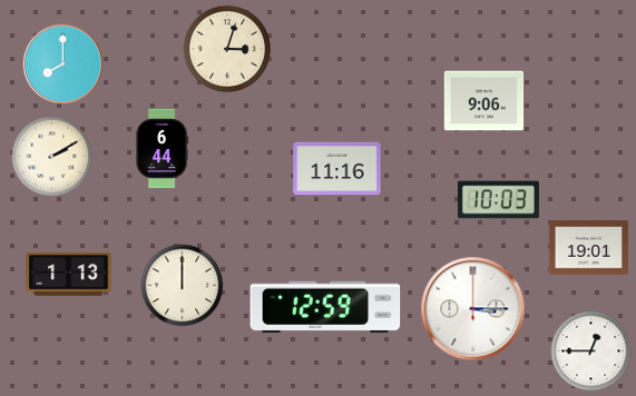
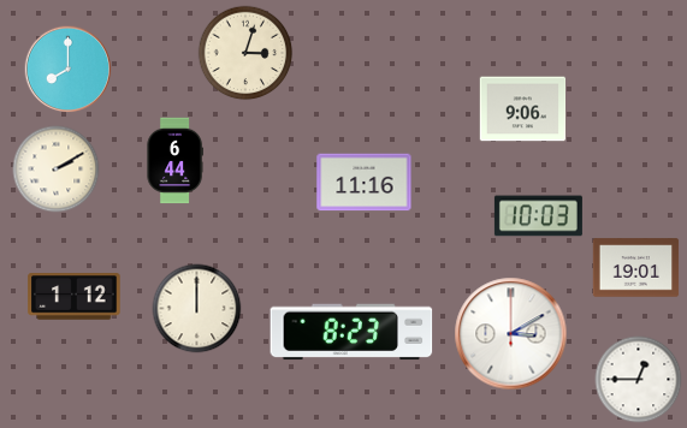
clock at (69, 275): 1:13 -> 1:12
clock at (325, 307): 12:59 -> 8:23
clock at (473, 309): 3:15 -> 3:10
